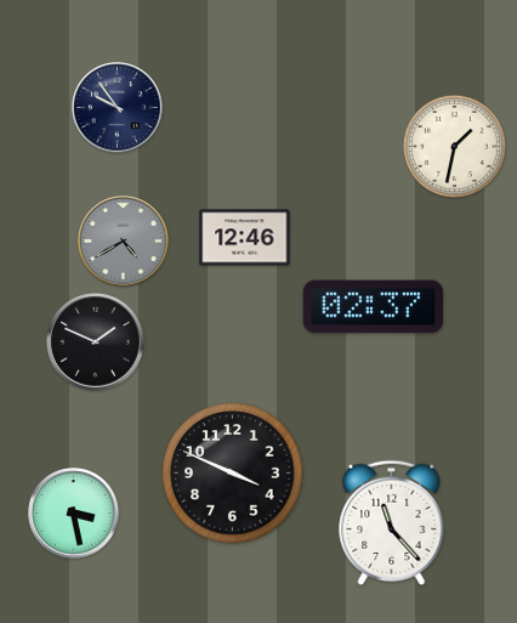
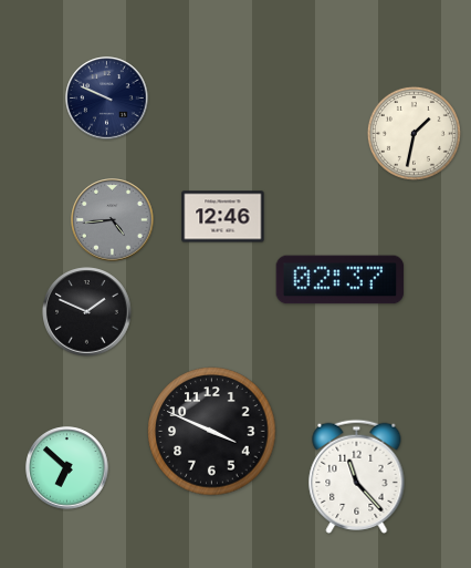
clock at (118, 108): 9:54 -> 9:49
clock at (124, 242): 4:40 -> 4:44
clock at (74, 514): 3:28 -> 6:52
